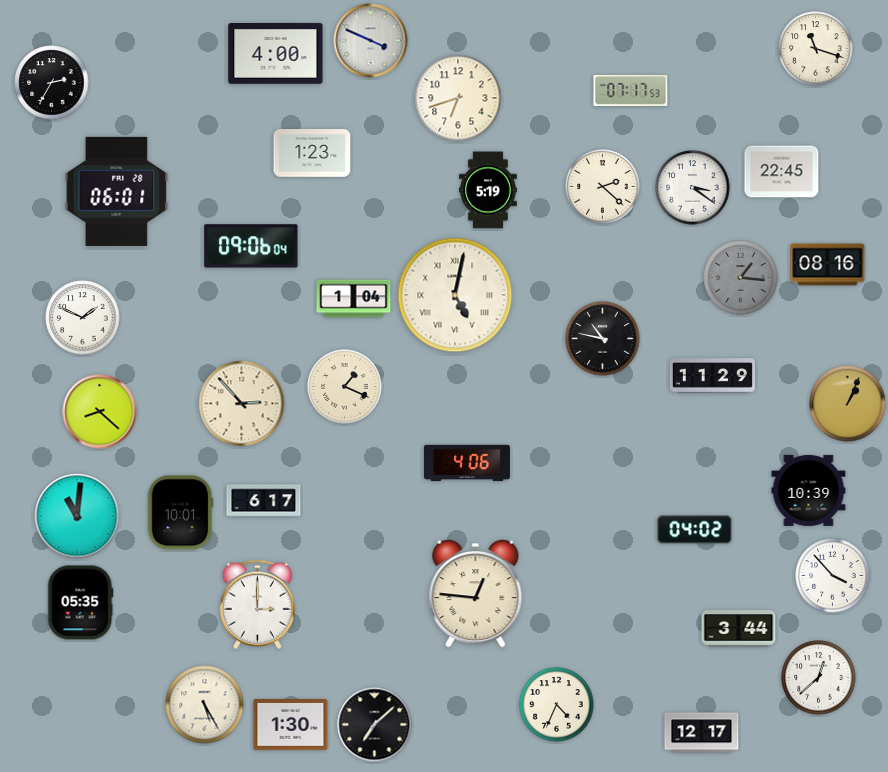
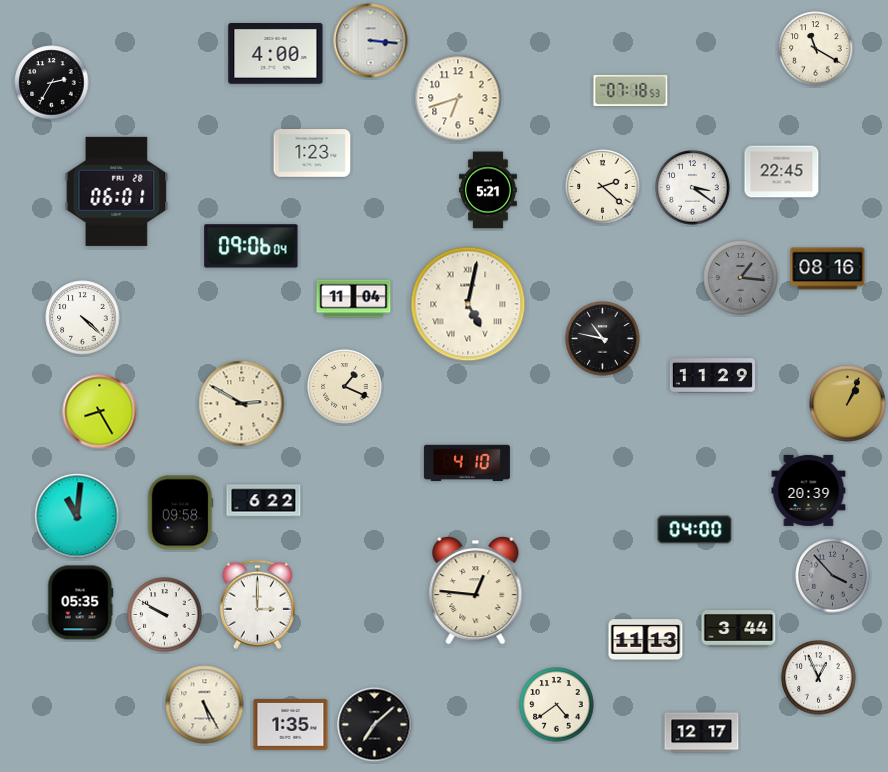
clock at (371, 41): 3:49 -> 3:16
clock at (816, 49): 11:18 -> 11:20
clock at (631, 90): 07:17 -> 07:18
clock at (489, 190): 5:19 -> 5:21
clock at (828, 265) position: (828, 265) -> (828, 269)
clock at (455, 295) position: (455, 295) -> (468, 304)
clock at (354, 299): 1:04 -> 11:04
clock at (83, 318): 1:49 -> 4:22
clock at (242, 404): 2:53 -> 2:50
clock at (100, 412): 8:22 -> 8:25
clock at (467, 463): 4:06 -> 4:10
clock at (809, 490): 10:39 -> 20:39
clock at (264, 501): 6:17 -> 6:22
clock at (180, 513): 10:01 -> 09:58
clock at (695, 530): 04:02 -> 04:00
clock at (833, 576) dial: white -> grey
clock at (476, 593) position: (476, 593) -> (476, 590)
clock at (165, 615): none -> 9:50
clock at (646, 640): none -> 11:13
clock at (819, 678): 12:38 -> 12:56
clock at (557, 705): 4:34 -> 4:39
clock at (291, 725): 1:30 -> 1:35
